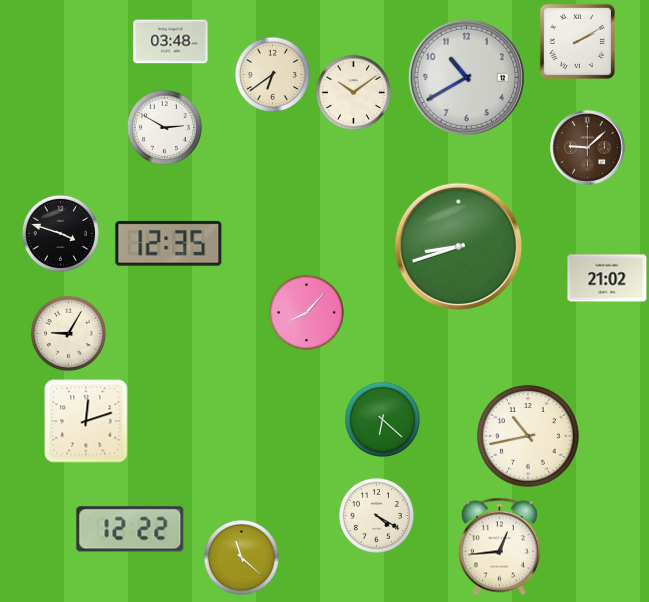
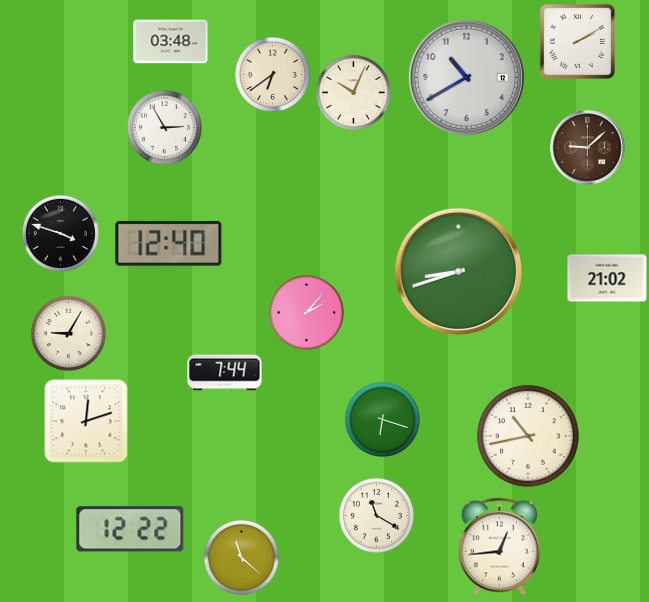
clock at (353, 92): 10:09 -> 10:04
clock at (164, 127): 2:50 -> 2:55
clock at (169, 244): 12:35 -> 12:40
clock at (458, 246) position: (458, 246) -> (458, 271)
clock at (306, 312): 8:07 -> 2:07
clock at (225, 373): none -> 7:44
clock at (382, 419): 6:22 -> 6:18
clock at (376, 515): 4:20 -> 11:20
